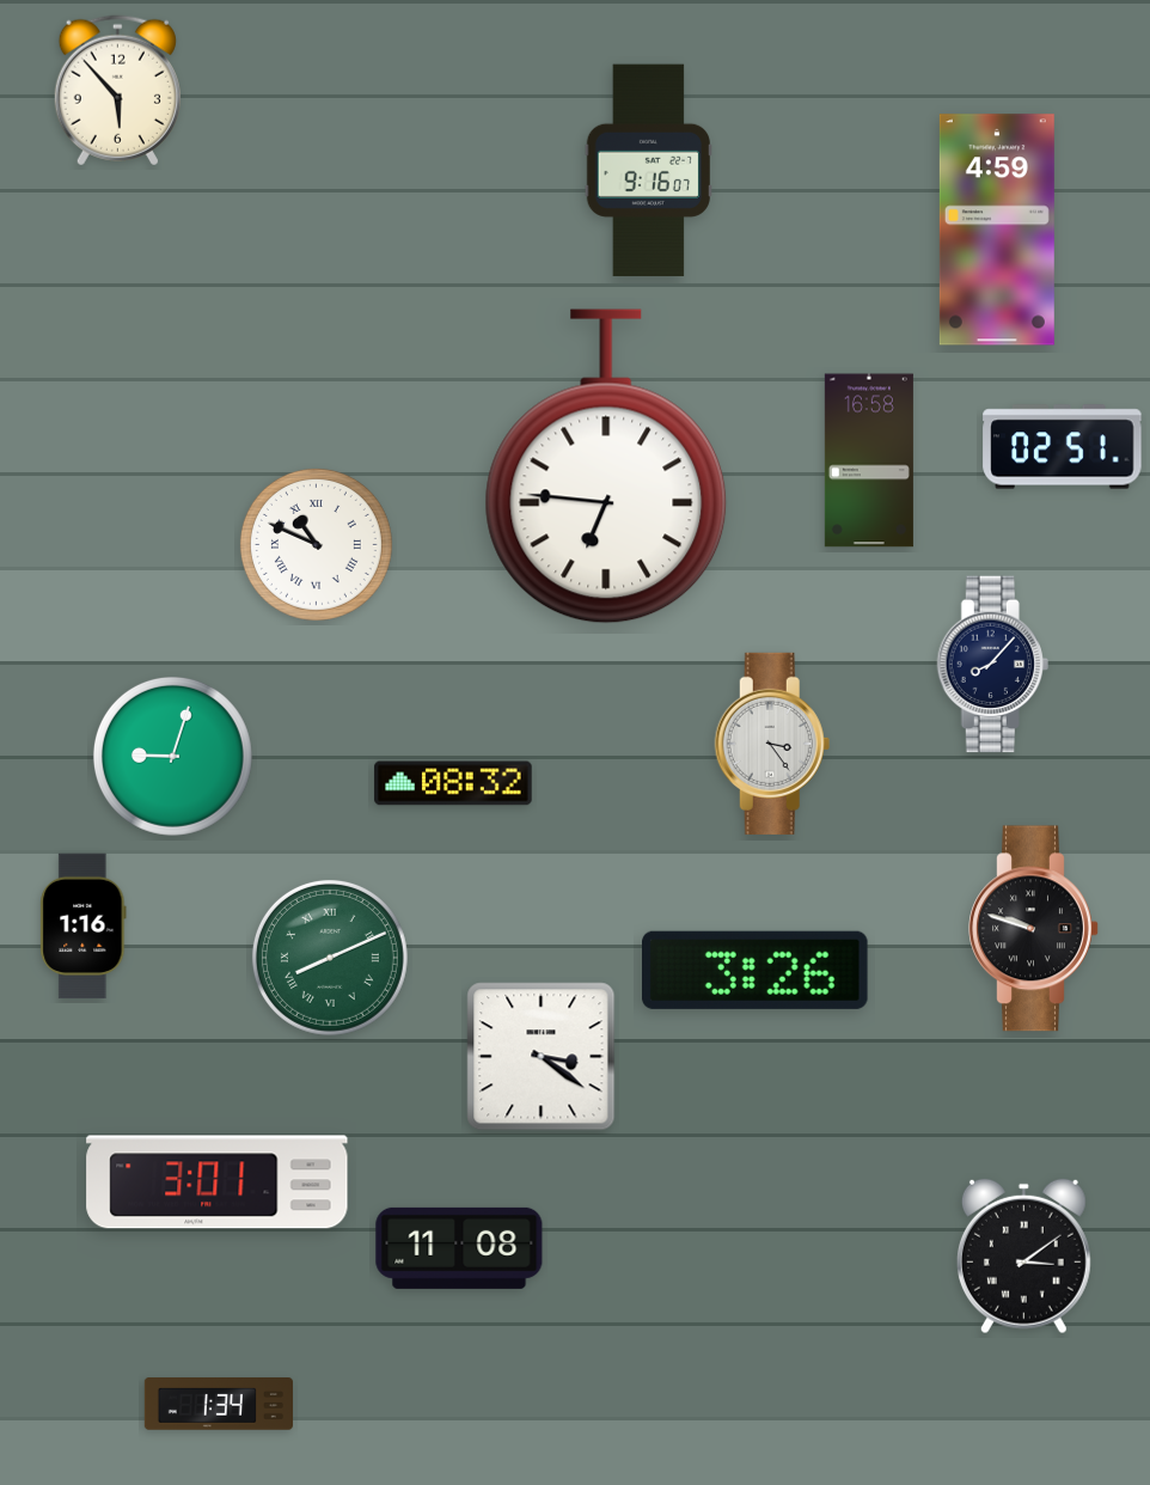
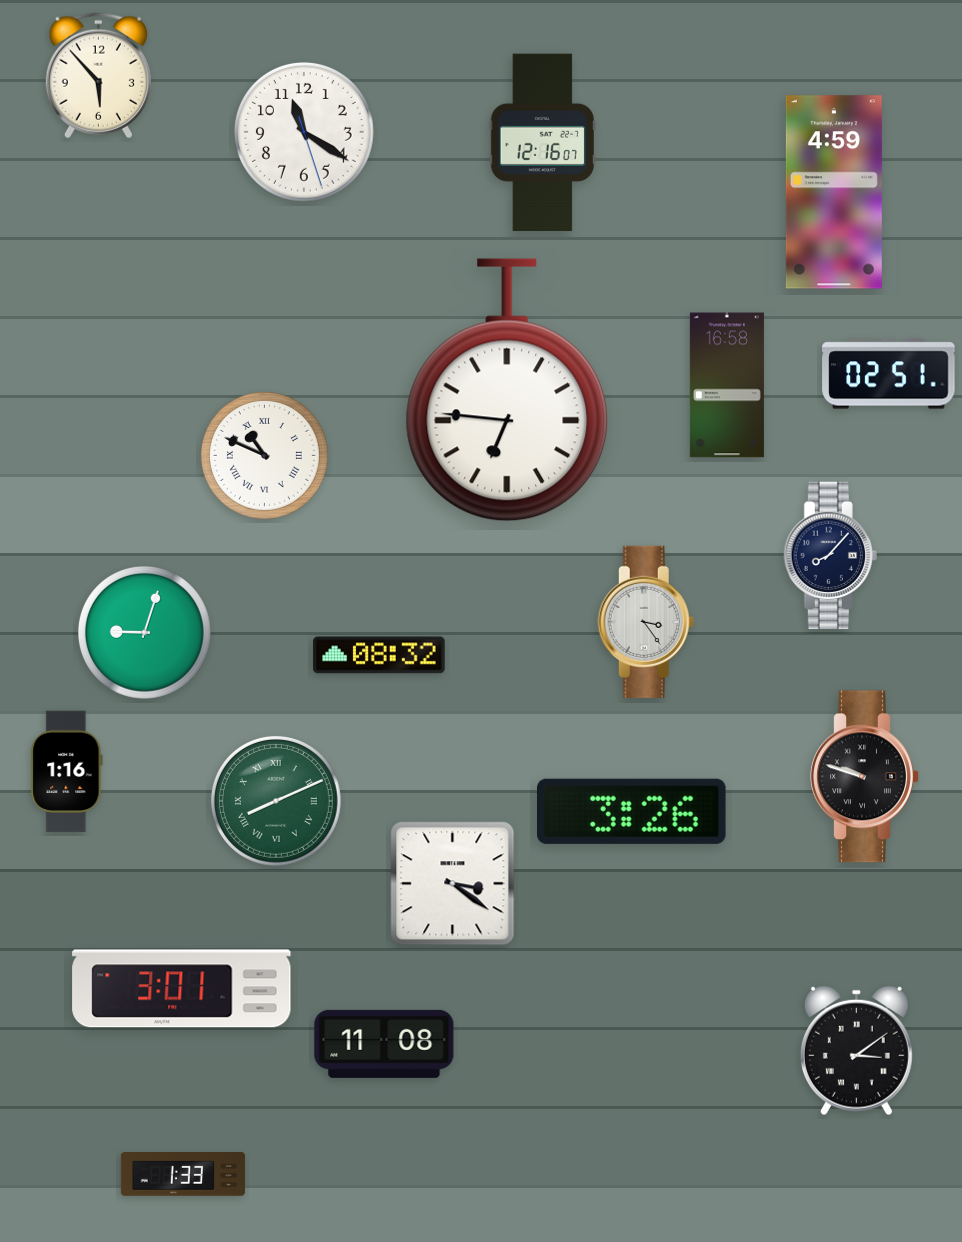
clock at (304, 132): none -> 11:20
clock at (648, 171): 9:16 -> 12:16
clock at (84, 927) position: (84, 927) -> (67, 772)
clock at (219, 1404): 1:34 -> 1:33
